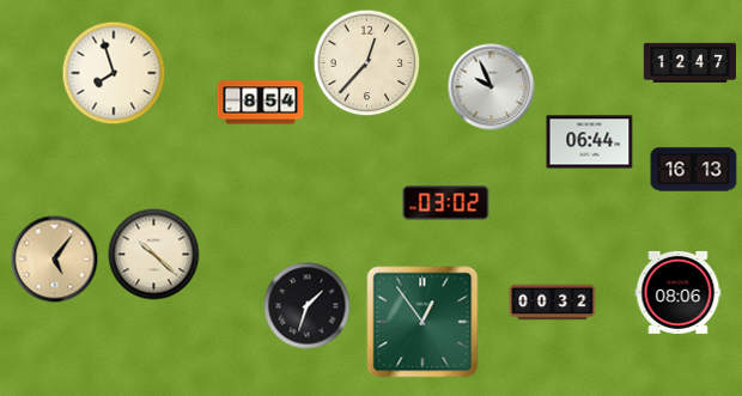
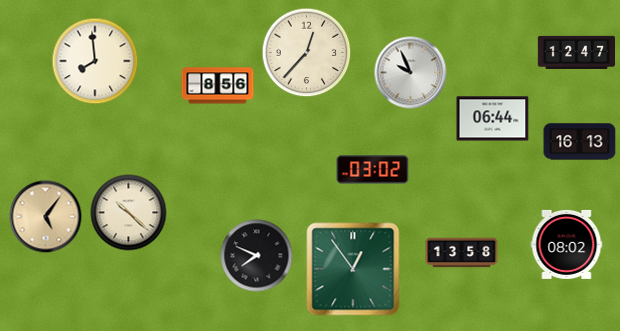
clock at (114, 73): 7:57 -> 7:59
clock at (261, 103): 8:54 -> 8:56
clock at (679, 292): 08:06 -> 08:02
clock at (553, 303): 00:32 -> 13:58
clock at (308, 306): 1:33 -> 7:49
